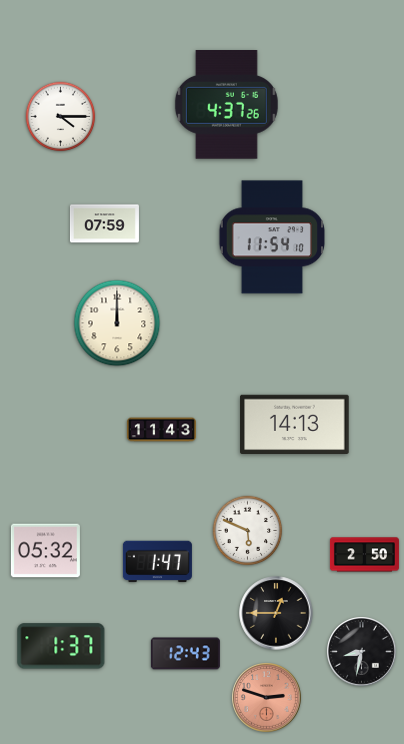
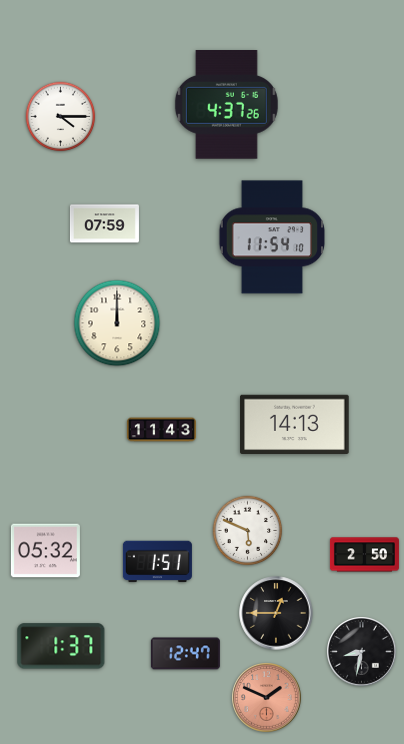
clock at (157, 562): 1:47 -> 1:51
clock at (185, 654): 12:43 -> 12:47
clock at (267, 698): 2:48 -> 1:49
